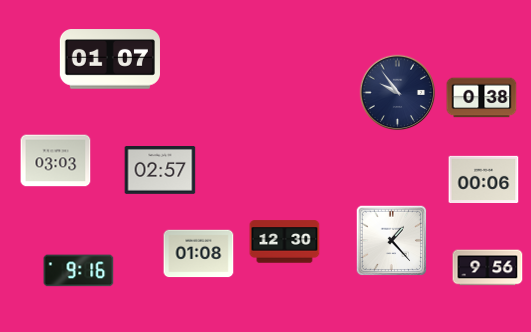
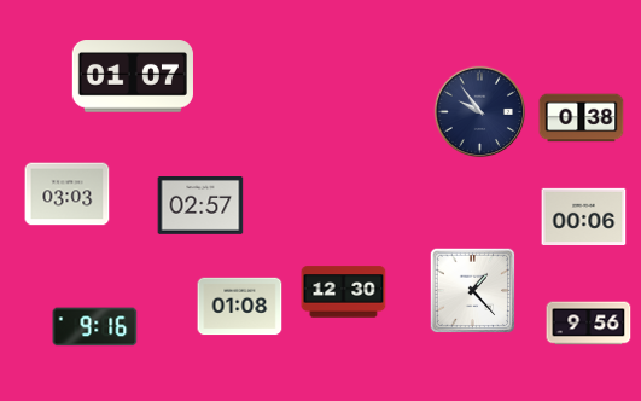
clock at (110, 59) position: (110, 59) -> (133, 76)
clock at (160, 171) position: (160, 171) -> (200, 207)
